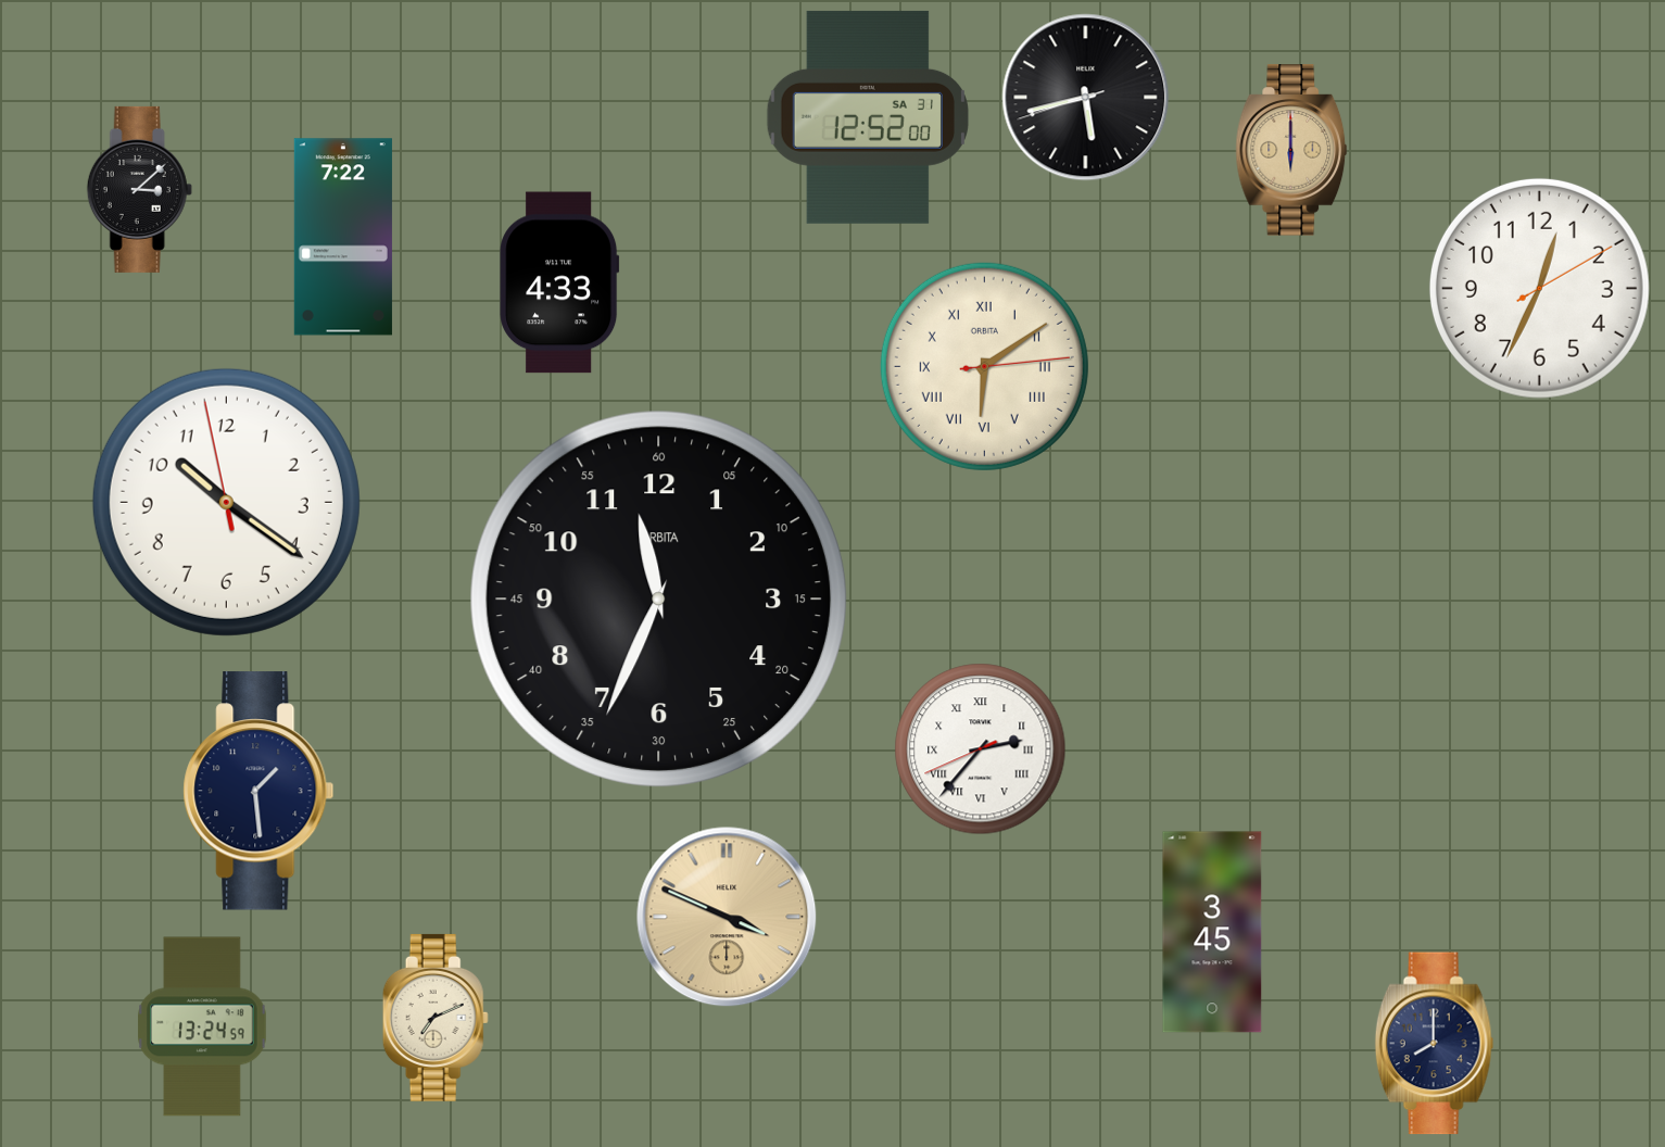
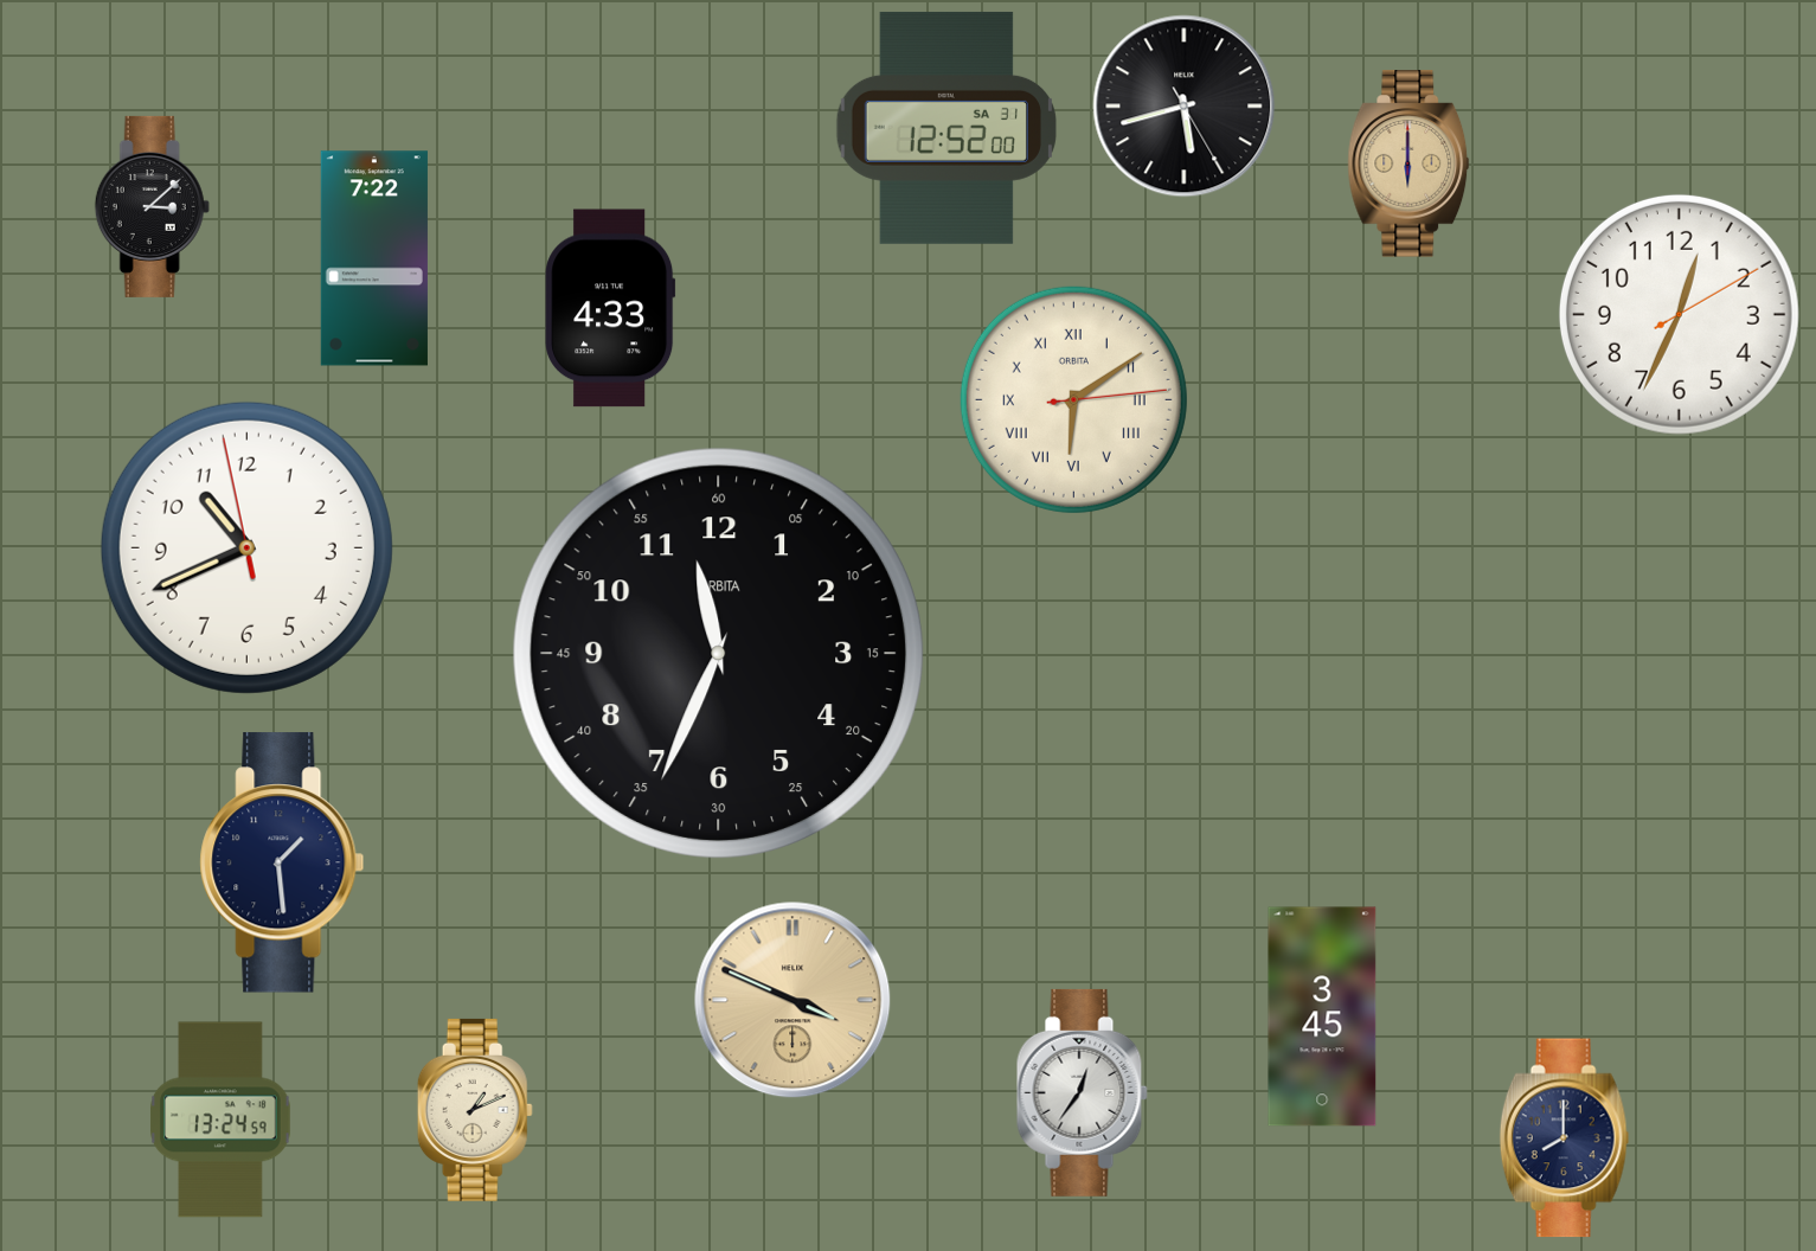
clock at (1086, 98): 5:42:42 -> 5:42:25
clock at (226, 502): 10:20 -> 10:40
clock at (981, 749): 2:36 -> none
clock at (1082, 1092): none -> 12:36
clock at (436, 1018): 7:11 -> 1:11
